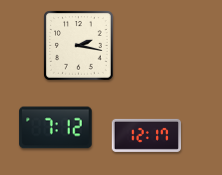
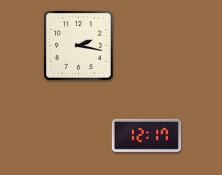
clock at (56, 128): 7:12 -> none
